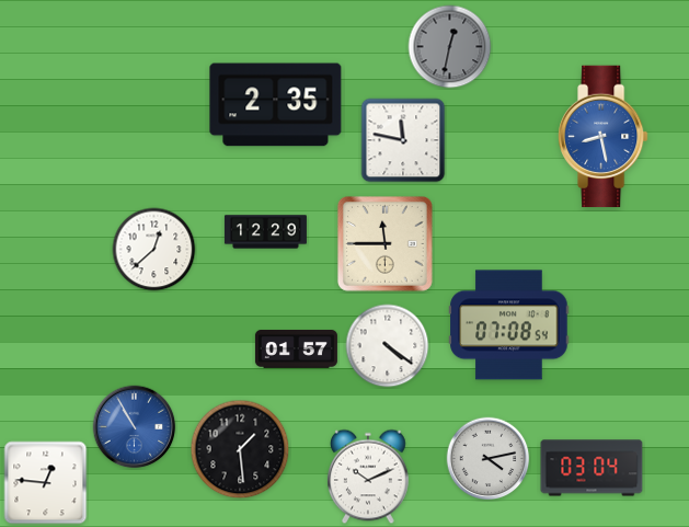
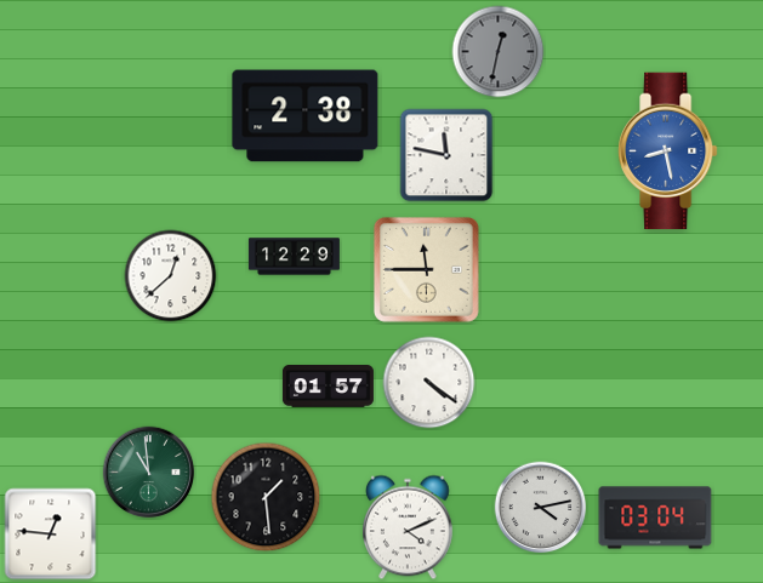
clock at (276, 105): 2:35 -> 2:38
clock at (509, 325): 07:08 -> none
clock at (135, 427): 10:55 -> 10:59
clock at (135, 427) dial: blue -> green
clock at (369, 477): 10:11 -> 4:11
